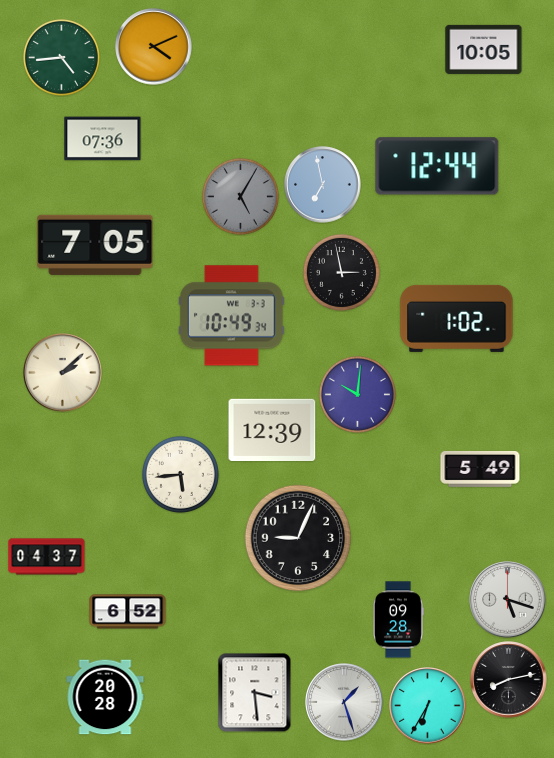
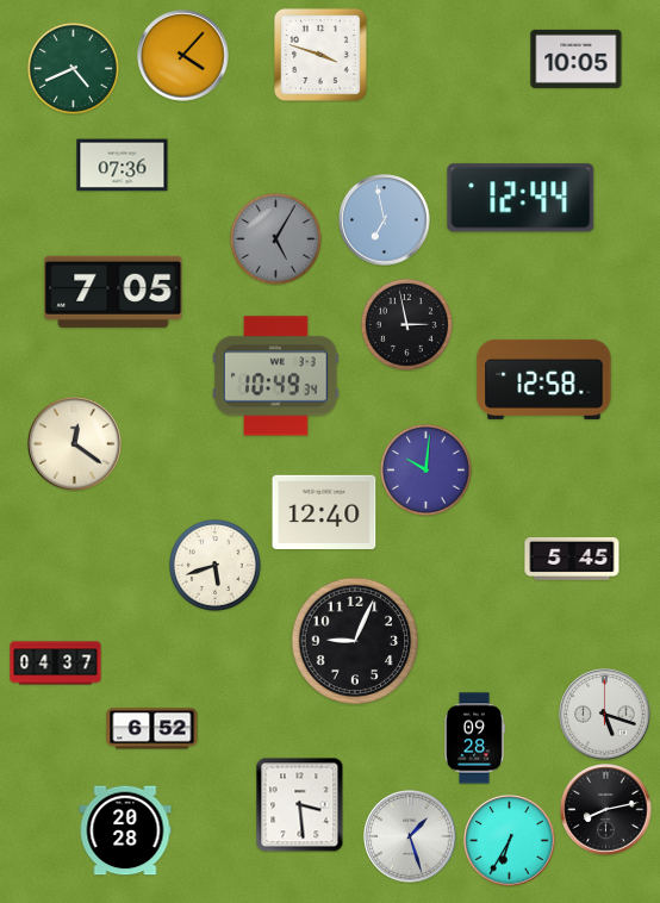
clock at (320, 55): none -> 3:48
clock at (154, 47): 4:11 -> 4:07
clock at (61, 57): 4:44 -> 4:41
clock at (240, 196) position: (240, 196) -> (275, 238)
clock at (457, 318): 1:02 -> 12:58
clock at (63, 373): 2:08 -> 12:21
clock at (272, 429): 12:39 -> 12:40
clock at (480, 469): 5:49 -> 5:45
clock at (180, 474): 5:44 -> 5:42
clock at (255, 692) position: (255, 692) -> (300, 804)
